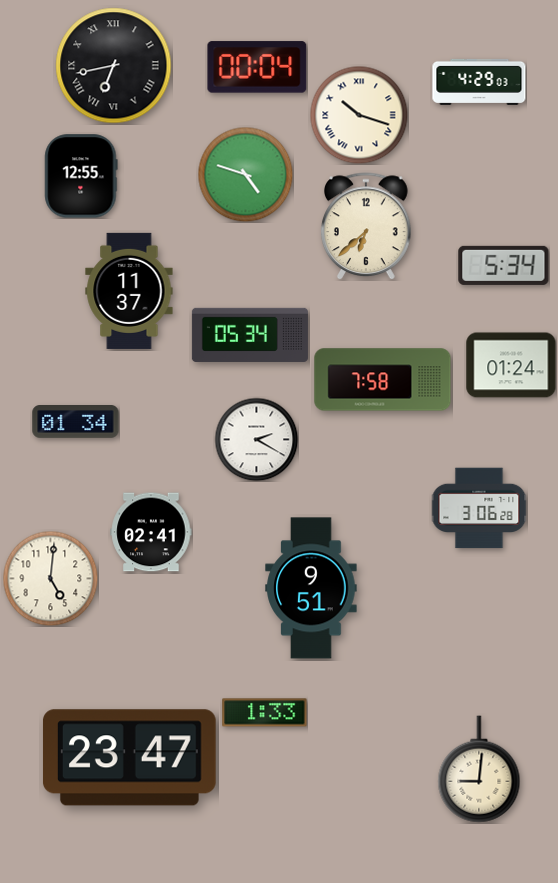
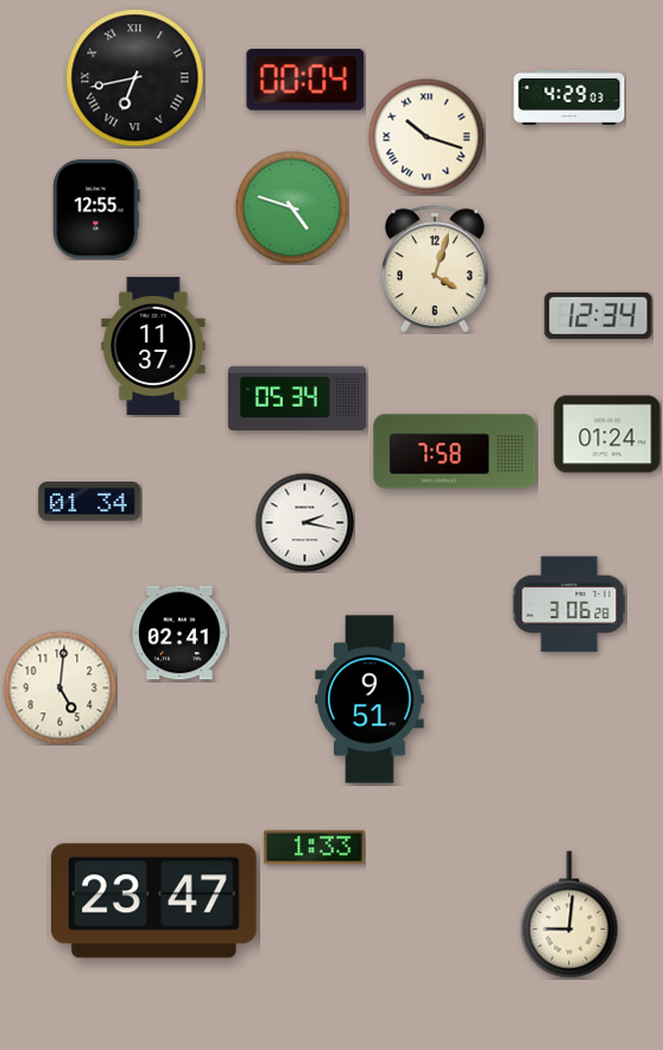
clock at (367, 226): 6:38 -> 4:03
clock at (504, 265): 5:34 -> 12:34
clock at (256, 439): 2:20 -> 2:17
